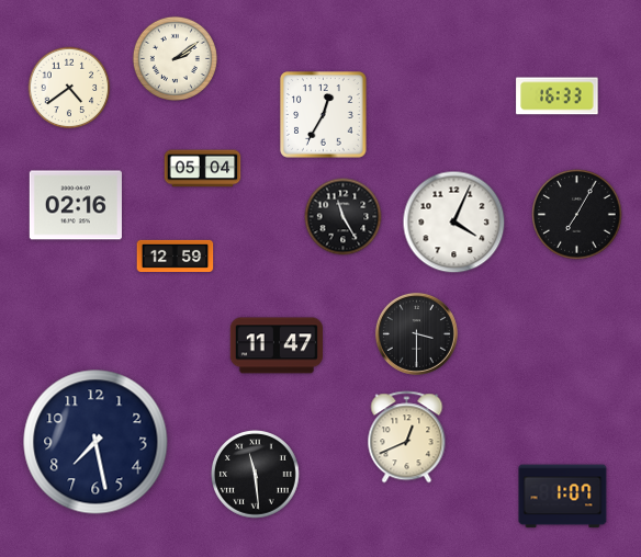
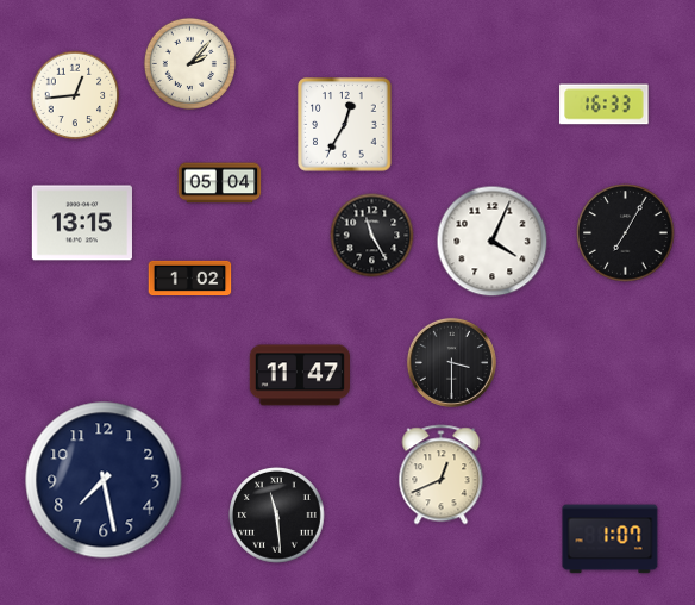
clock at (175, 58): 2:09 -> 2:07
clock at (69, 88): 4:39 -> 12:44
clock at (324, 115) position: (324, 115) -> (345, 125)
clock at (76, 205): 02:16 -> 13:15
clock at (176, 255): 12:59 -> 1:02
